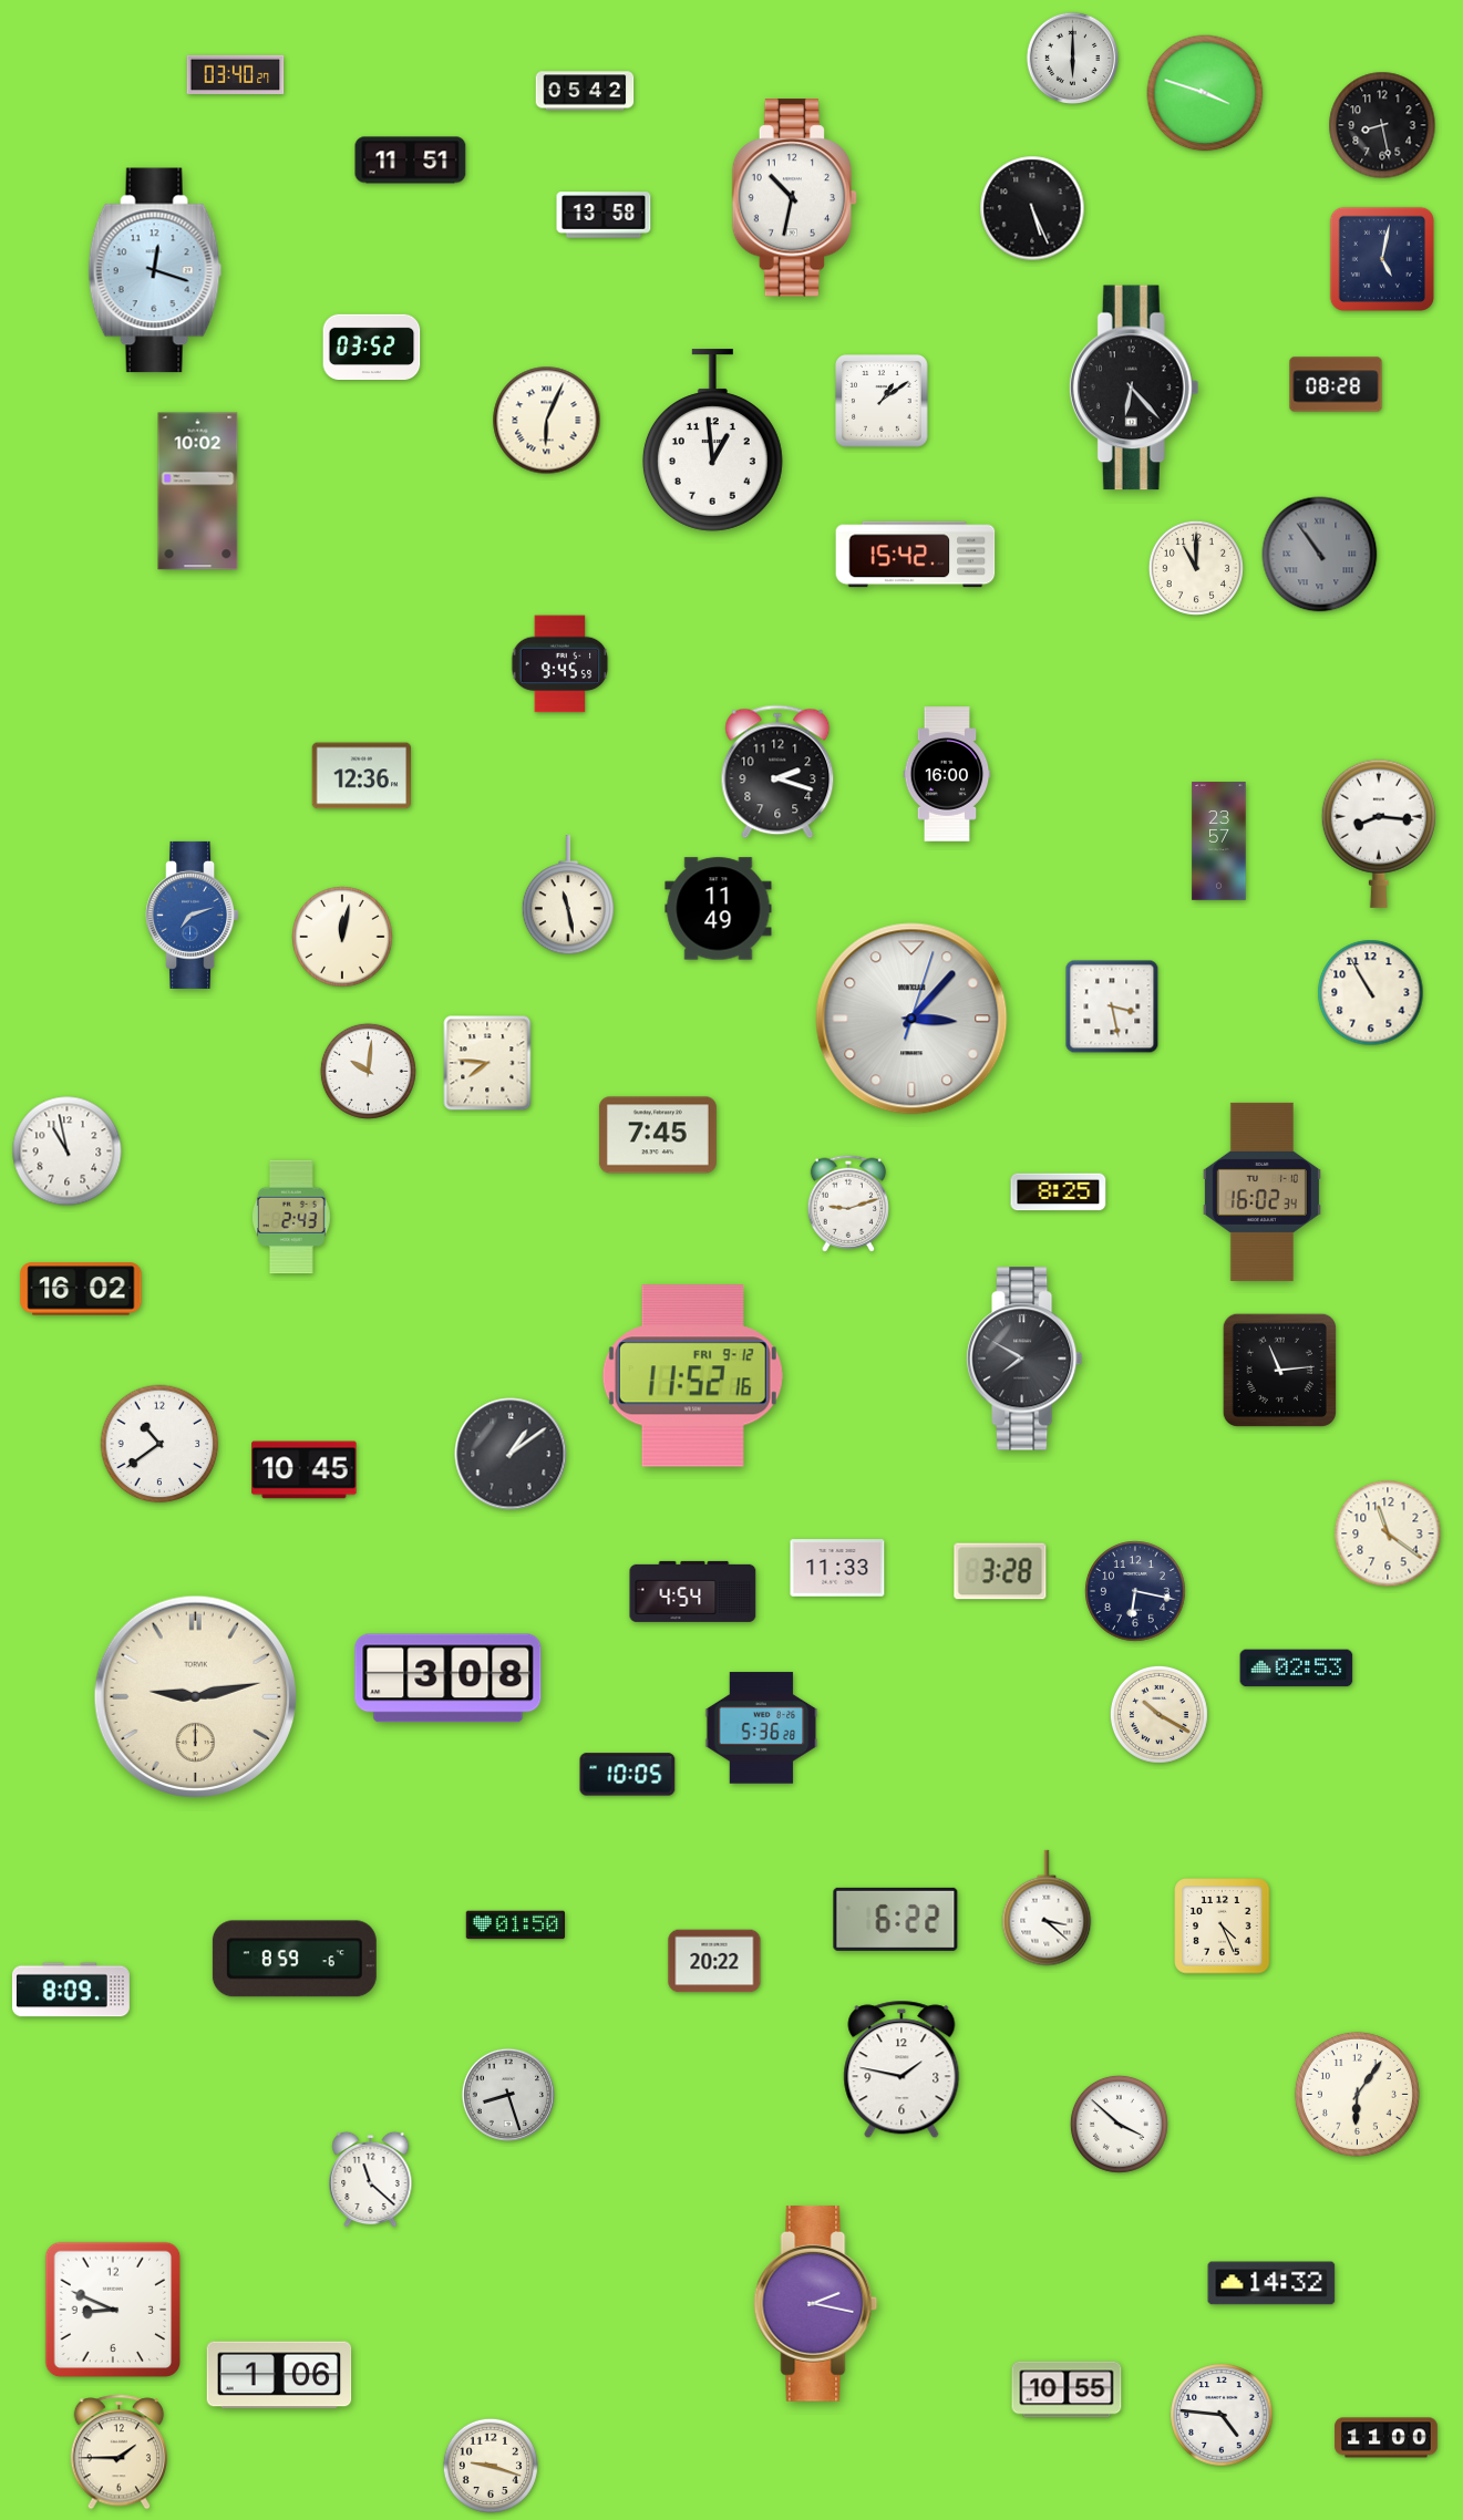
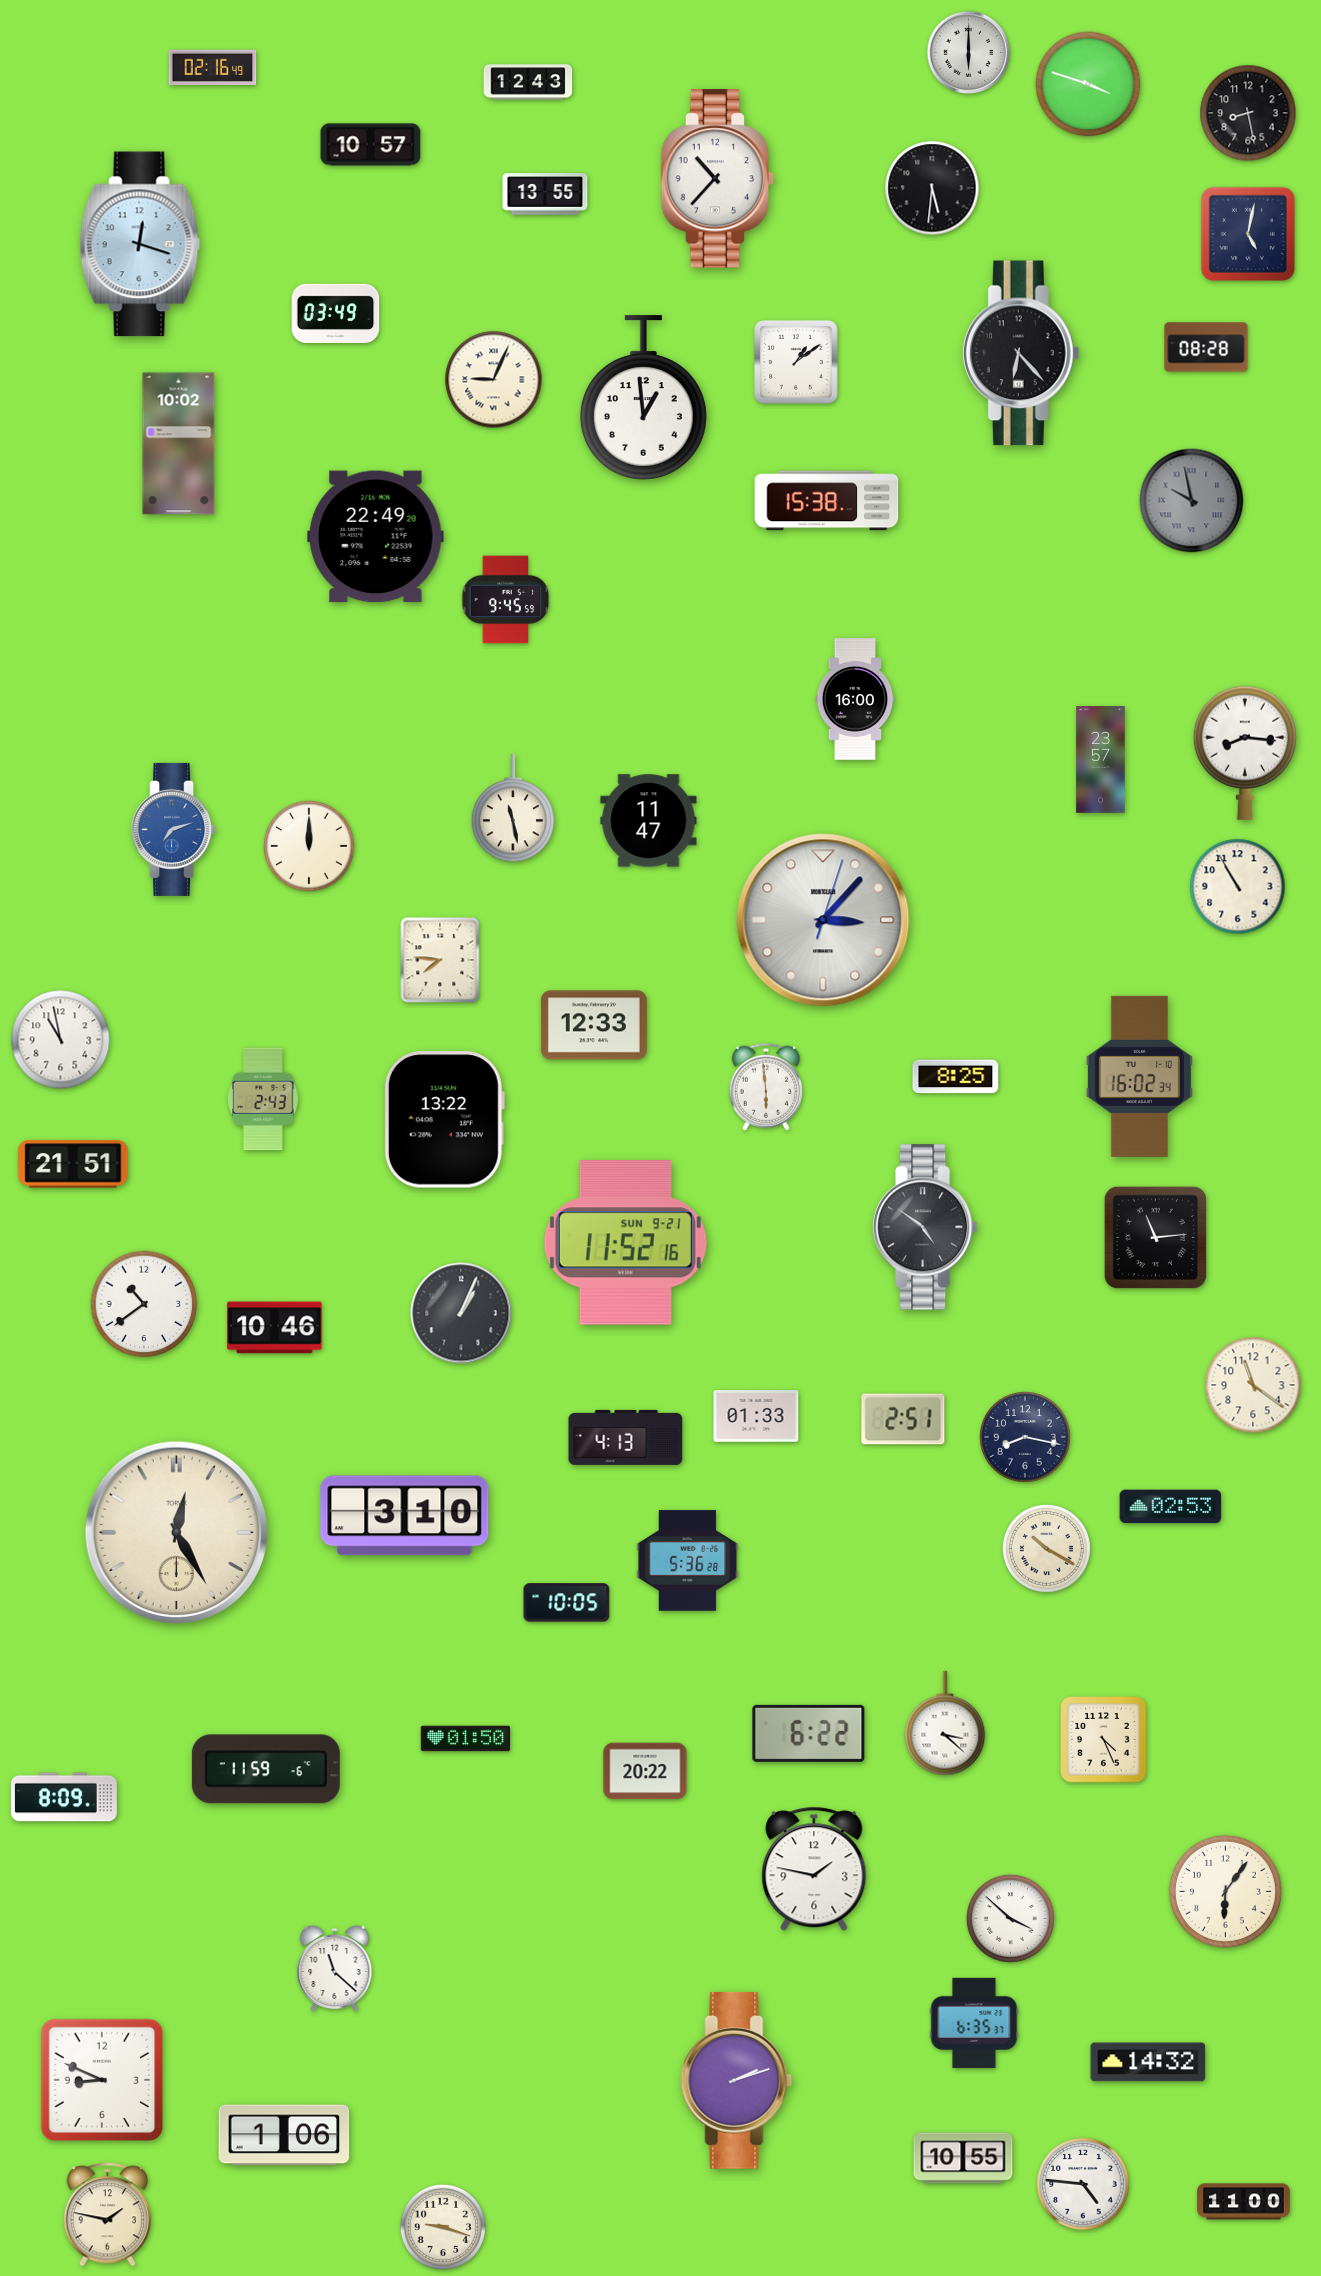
clock at (236, 75): 03:40 -> 02:16
clock at (585, 91): 05:42 -> 12:43
clock at (411, 161): 11:51 -> 10:57
clock at (795, 198): 10:32 -> 10:37
clock at (1032, 208): 5:26 -> 5:31
clock at (604, 215): 13:58 -> 13:55
clock at (372, 347): 03:52 -> 03:49
clock at (1134, 388) position: (1134, 388) -> (1021, 353)
clock at (547, 421): 6:04 -> 9:04
clock at (916, 555): 15:42 -> 15:38
clock at (1320, 555): 10:54 -> 9:58
clock at (1196, 568): 11:00 -> none
clock at (376, 537): none -> 22:49
clock at (777, 772): 2:18 -> none
clock at (361, 776): 12:36 -> none
clock at (719, 909): 11:49 -> 11:47
clock at (193, 915) position: (193, 915) -> (174, 829)
clock at (342, 937): 12:02 -> 12:00
clock at (1371, 993) position: (1371, 993) -> (1238, 887)
clock at (1112, 1006): 3:28 -> none
clock at (368, 1071): 10:01 -> none
clock at (658, 1135): 7:45 -> 12:33
clock at (847, 1204): 9:12 -> 5:59
clock at (444, 1120): none -> 13:22
clock at (81, 1289): 16:02 -> 21:51
clock at (1024, 1359): 7:50 -> 4:51
clock at (692, 1376) date: FRI 9-12 -> SUN 9-21
clock at (511, 1454): 1:09 -> 1:04
clock at (305, 1470): 10:45 -> 10:46
clock at (837, 1568): 11:33 -> 01:33
clock at (1000, 1571): 3:28 -> 2:51
clock at (693, 1591): 4:54 -> 4:13
clock at (1135, 1591): 6:17 -> 8:17
clock at (449, 1679): 3:08 -> 3:10
clock at (195, 1696): 9:13 -> 12:25
clock at (295, 1959): 8:59 -> 11:59
clock at (507, 2094): 8:27 -> none
clock at (974, 2023): none -> 6:35
clock at (816, 2303): 2:17 -> 2:12
clock at (113, 2310) position: (113, 2310) -> (102, 2080)
clock at (279, 2375) position: (279, 2375) -> (284, 2135)
clock at (1222, 2415) position: (1222, 2415) -> (1083, 2184)
clock at (1387, 2438) position: (1387, 2438) -> (1244, 2202)
clock at (120, 2452): 1:45 -> 1:47
